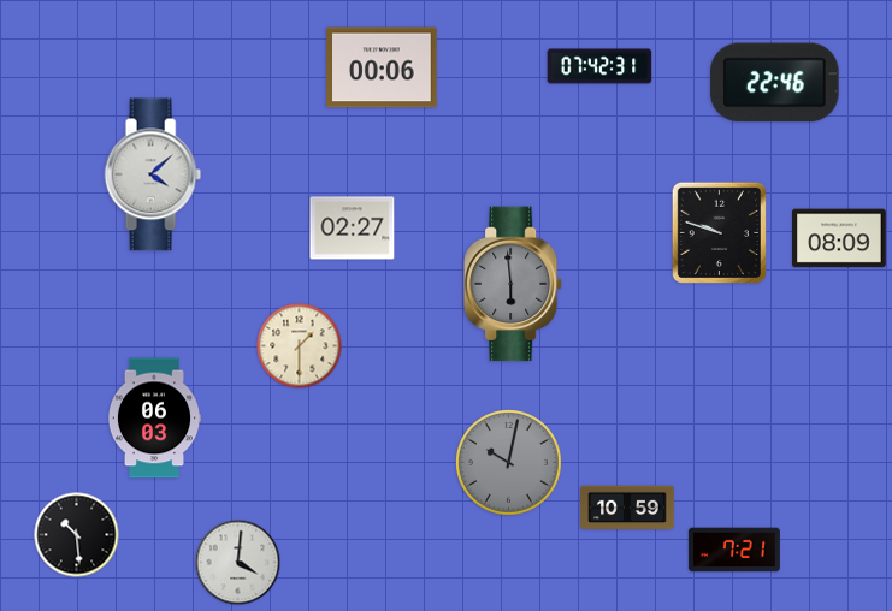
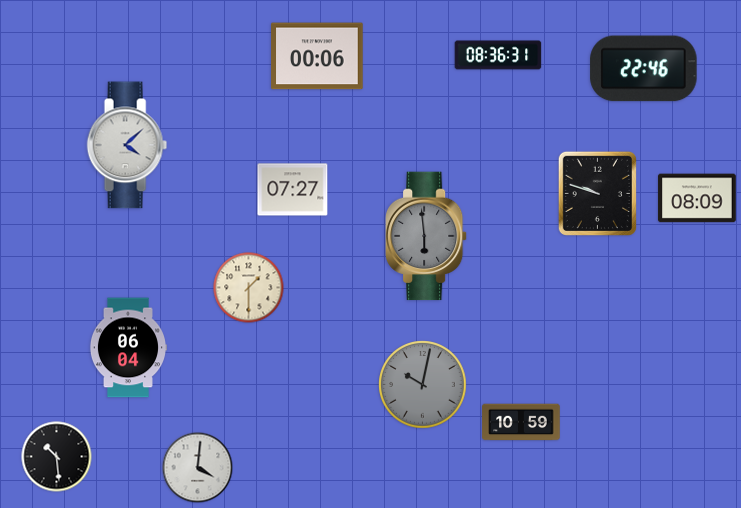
clock at (599, 66): 07:42 -> 08:36
clock at (353, 229): 02:27 -> 07:27
clock at (153, 419): 06:03 -> 06:04
clock at (77, 535) position: (77, 535) -> (57, 457)
clock at (734, 550): 7:21 -> none
